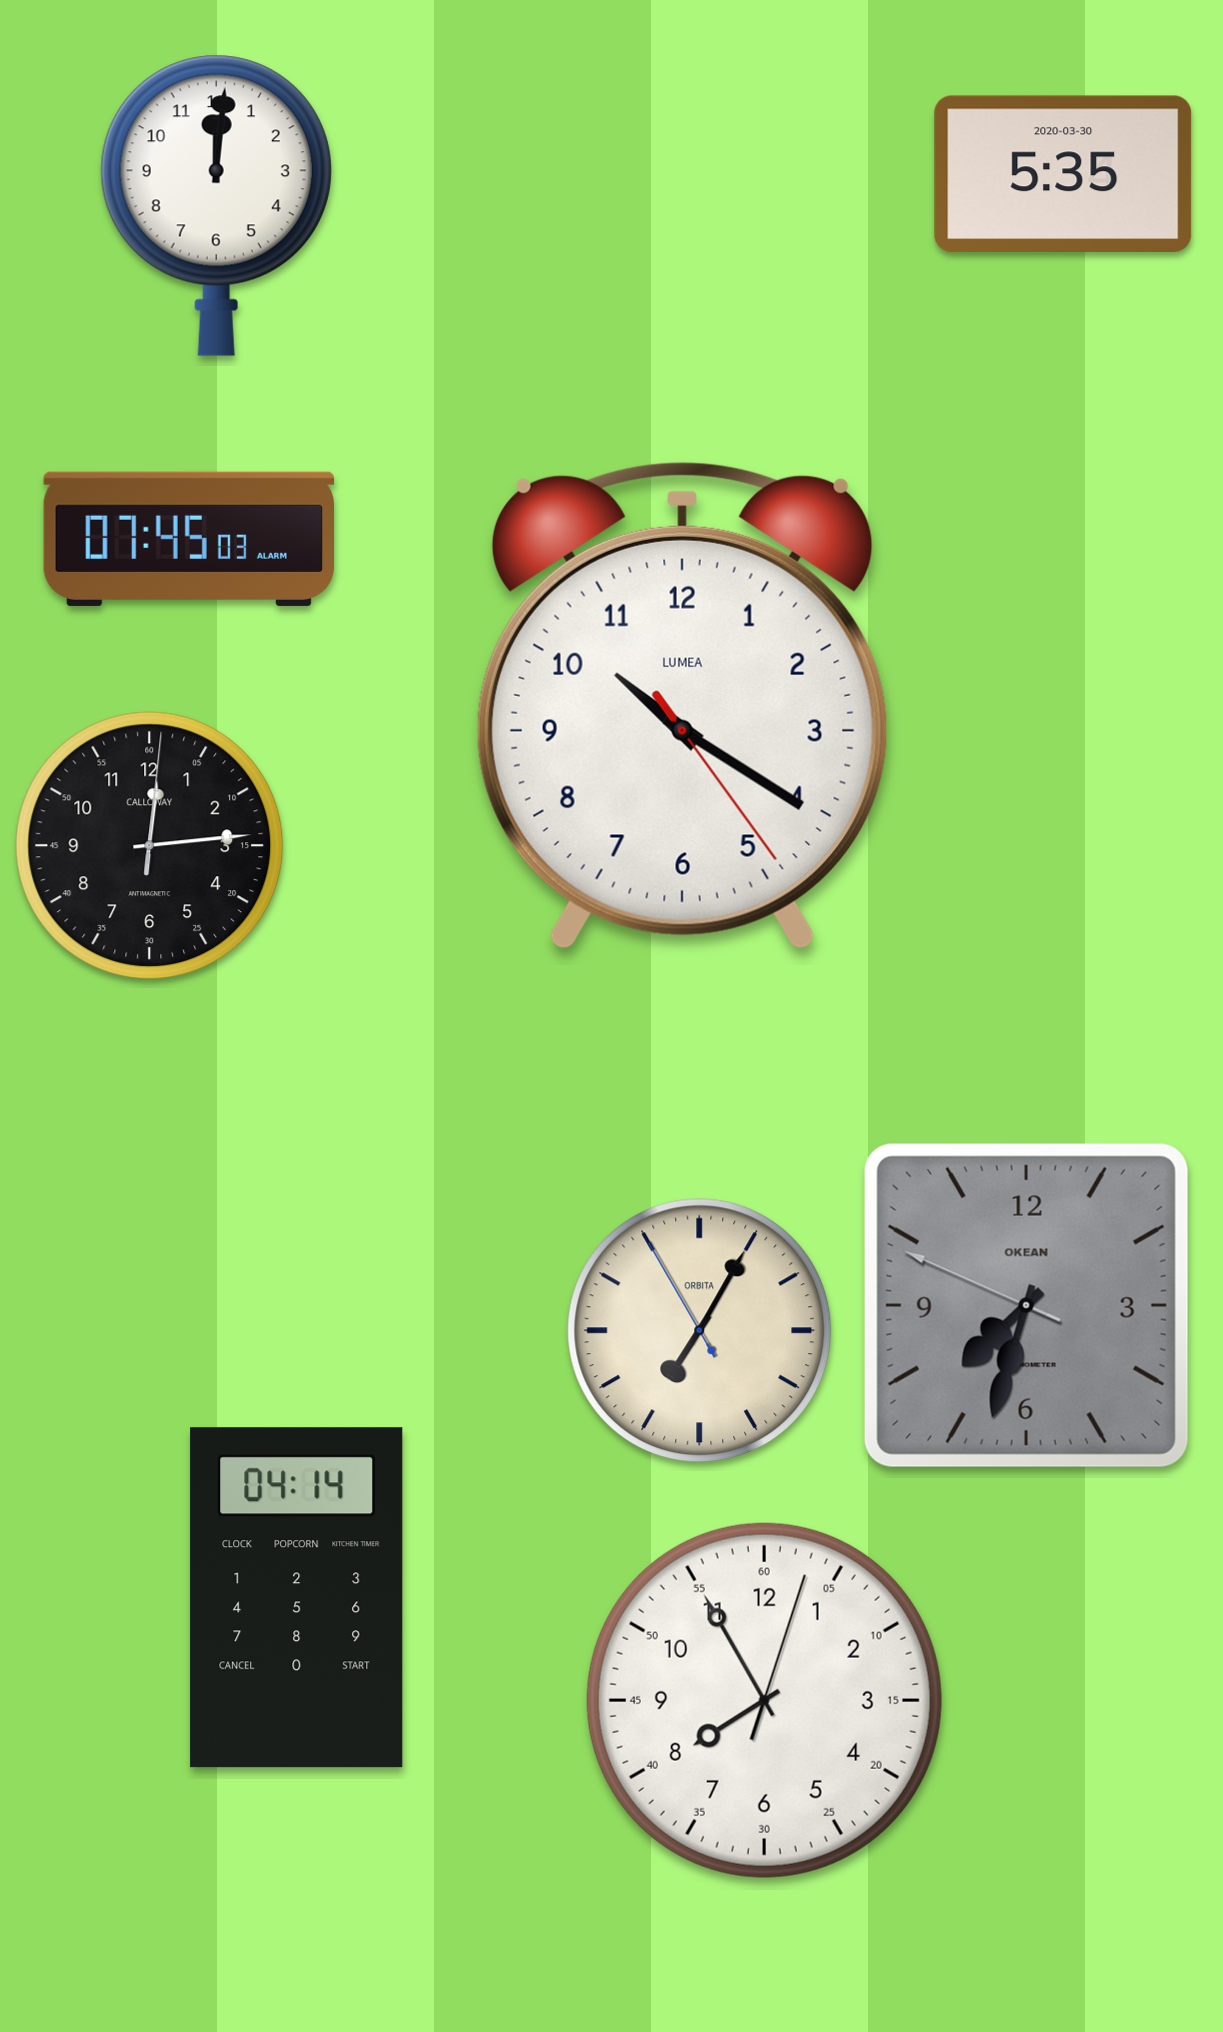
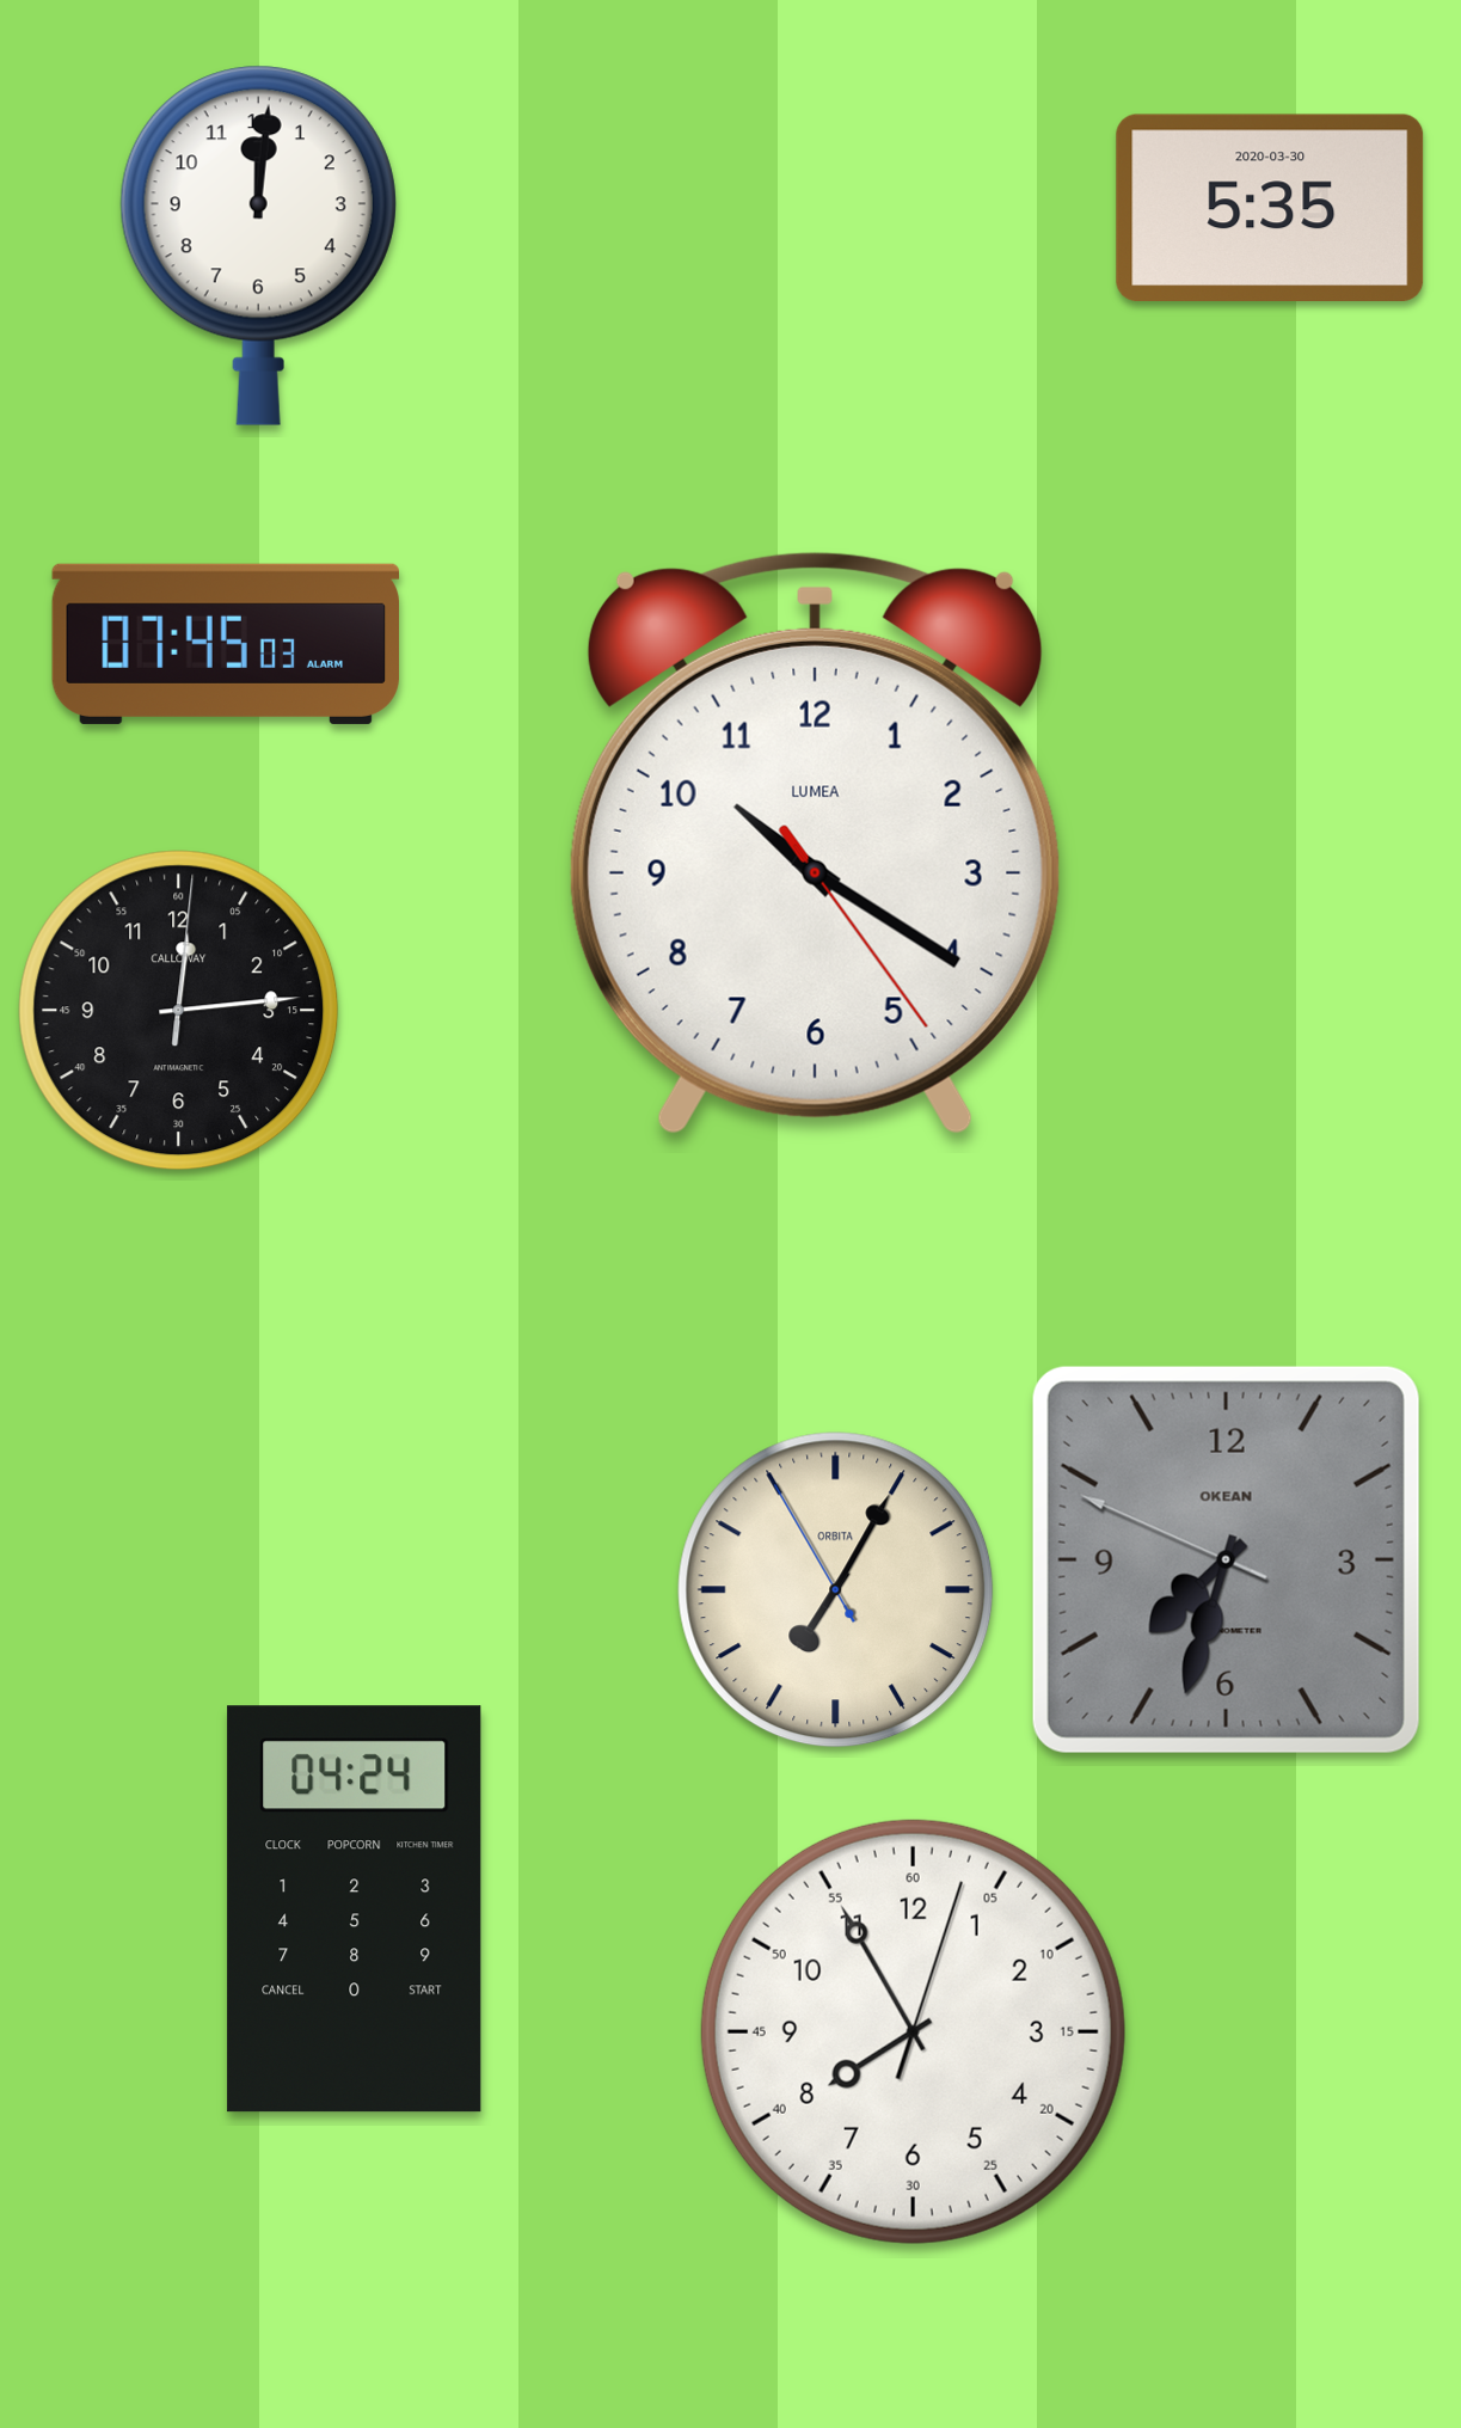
clock at (297, 1598): 04:14 -> 04:24
